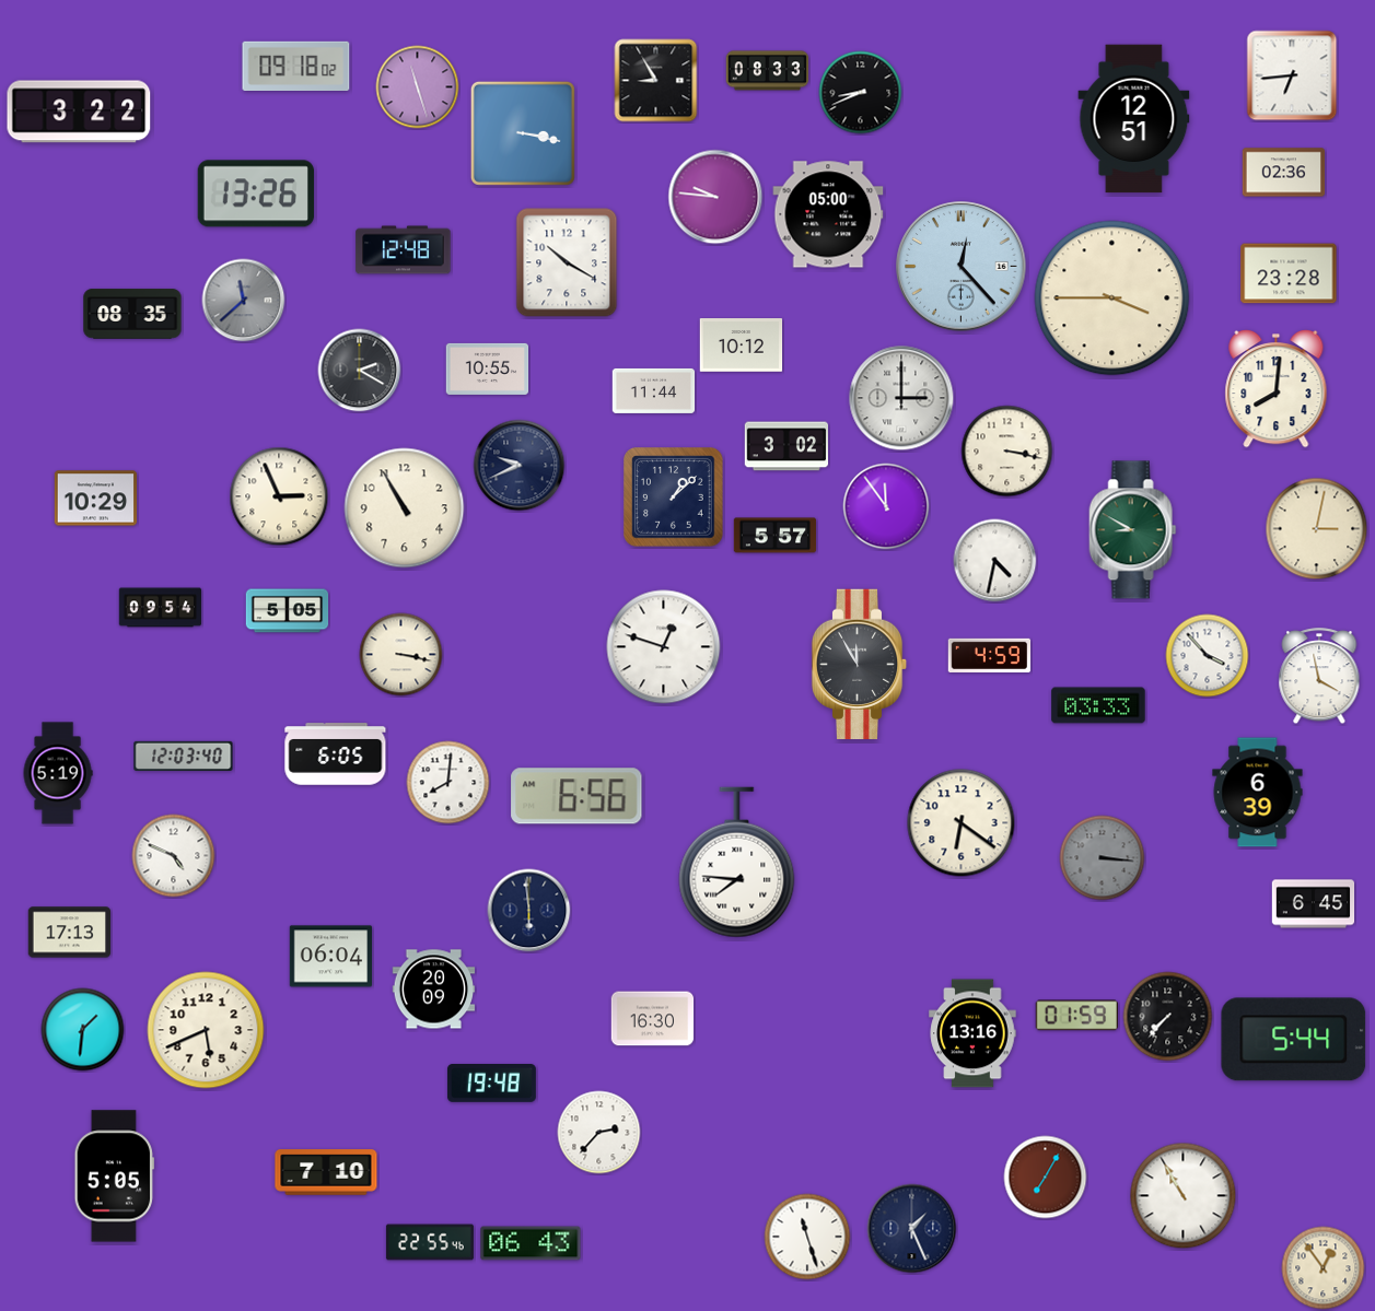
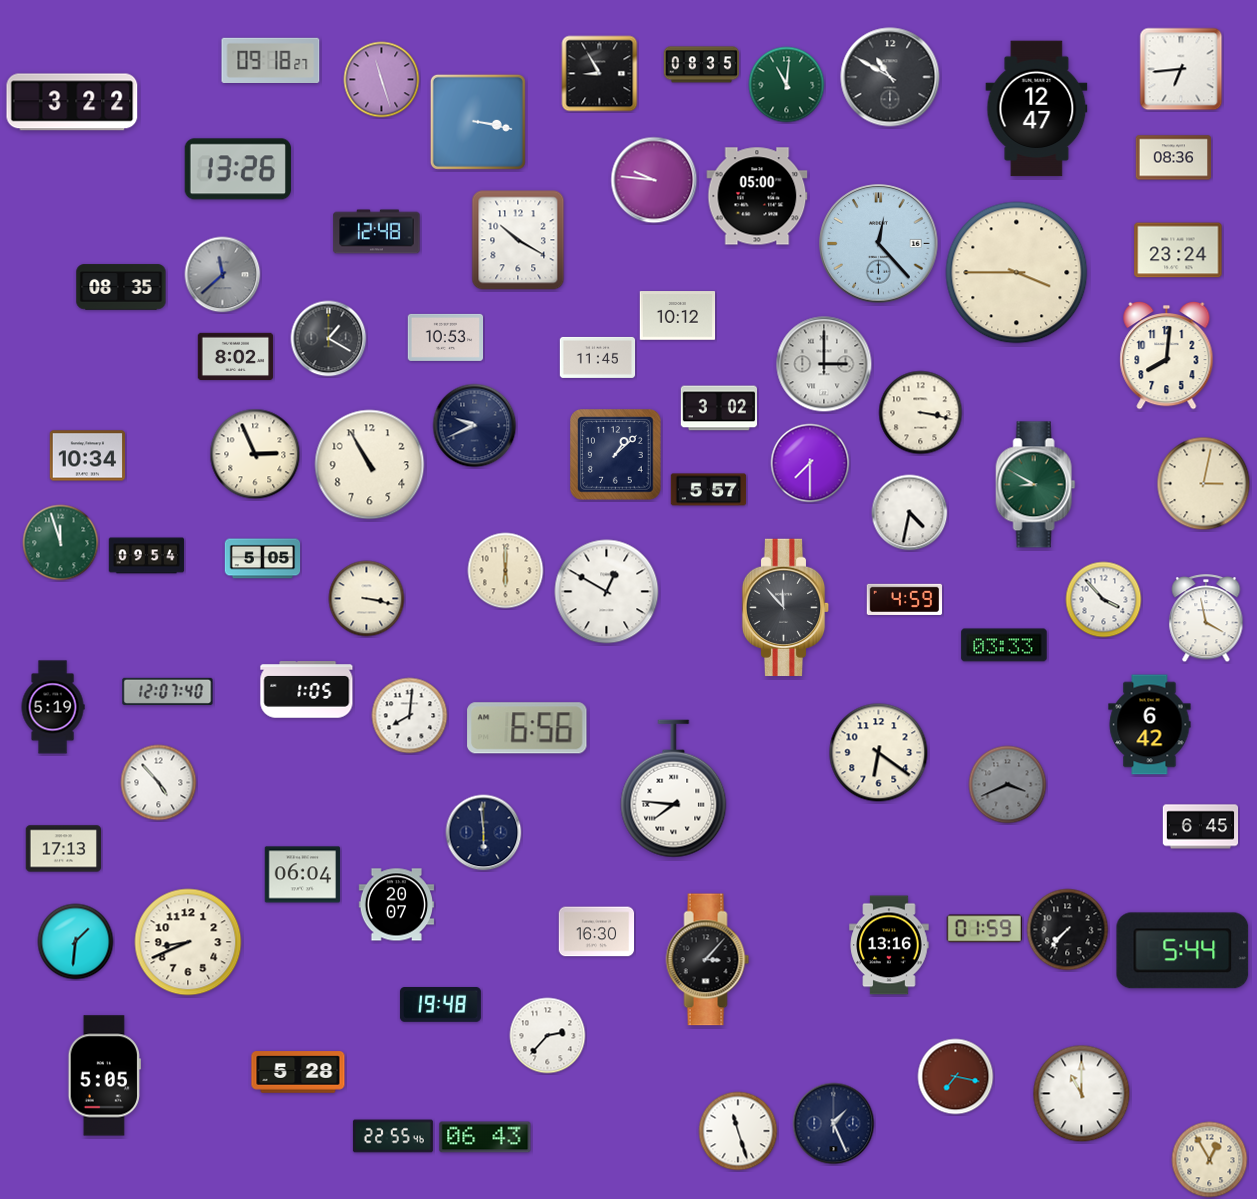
clock at (296, 66): 09:18:02 -> 09:18:27
clock at (768, 71): 08:33 -> 08:35
clock at (890, 77): none -> 10:50
clock at (861, 93): 8:41 -> 11:01
clock at (861, 93) dial: black -> green
clock at (1134, 119): 12:51 -> 12:47
clock at (1284, 173): 02:36 -> 08:36
clock at (256, 194) position: (256, 194) -> (238, 169)
clock at (404, 250) position: (404, 250) -> (377, 232)
clock at (1289, 273): 23:28 -> 23:24
clock at (488, 368): 10:55 -> 10:53
clock at (360, 371): 2:20 -> 1:20
clock at (236, 356): none -> 8:02
clock at (654, 390): 11:44 -> 11:45
clock at (96, 499): 10:29 -> 10:34
clock at (886, 506): 11:54 -> 7:30
clock at (61, 543): none -> 11:57
clock at (506, 571): none -> 6:00
clock at (664, 647): 12:48 -> 12:50
clock at (860, 665): 11:55 -> 11:53
clock at (336, 754): 6:05 -> 1:05
clock at (184, 756): 12:03 -> 12:07
clock at (1258, 793): 6:39 -> 6:42
clock at (174, 856): 4:49 -> 4:53
clock at (1103, 858): 3:16 -> 3:41
clock at (70, 933) position: (70, 933) -> (64, 849)
clock at (434, 990): 20:09 -> 20:07
clock at (206, 1030): 5:41 -> 8:41
clock at (708, 960): none -> 3:07
clock at (491, 1084) position: (491, 1084) -> (440, 1005)
clock at (326, 1172): 7:10 -> 5:28
clock at (1046, 1178): 7:05 -> 7:17
clock at (1184, 1196): 10:55 -> 11:00
clock at (1324, 1268): 12:54 -> 12:55
